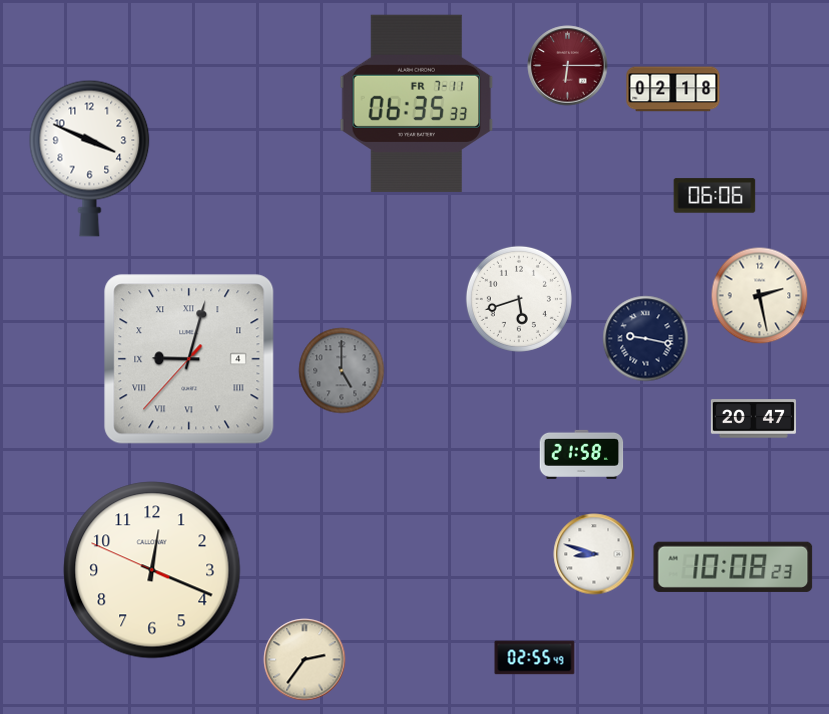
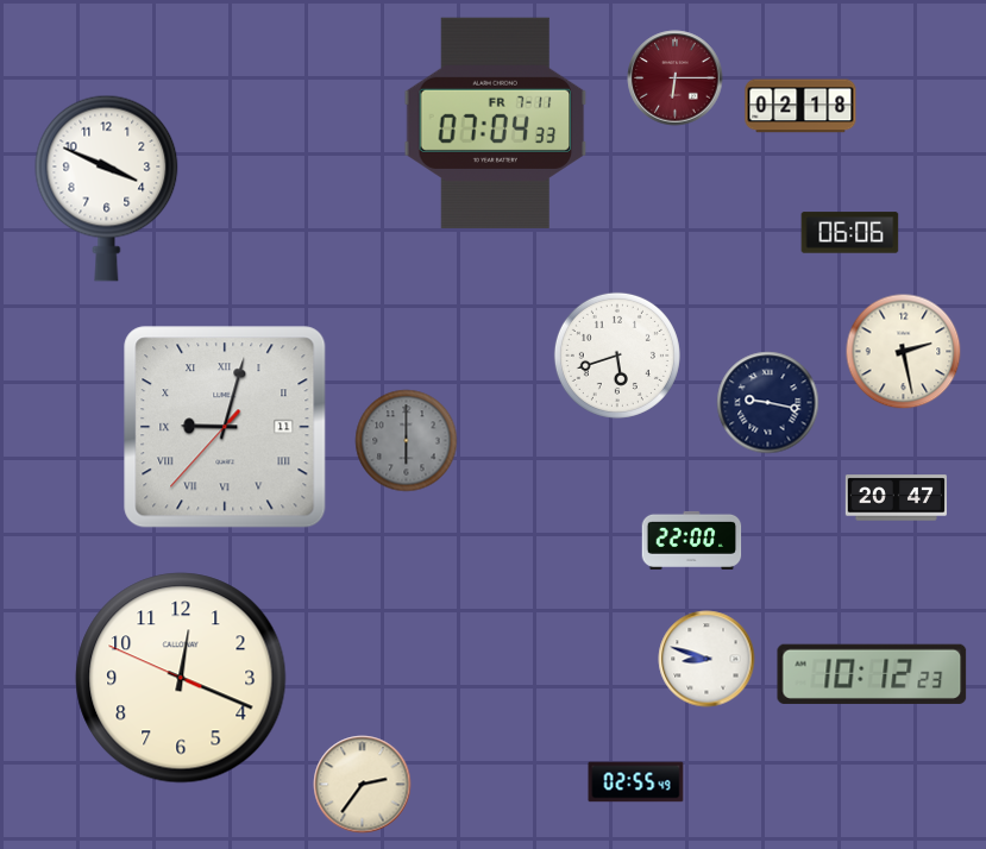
clock at (417, 103): 06:35 -> 07:04
clock at (189, 359) date: 4 -> 11
clock at (342, 371): 5:00 -> 6:00
clock at (582, 454): 21:58 -> 22:00
clock at (733, 567): 10:08 -> 10:12
